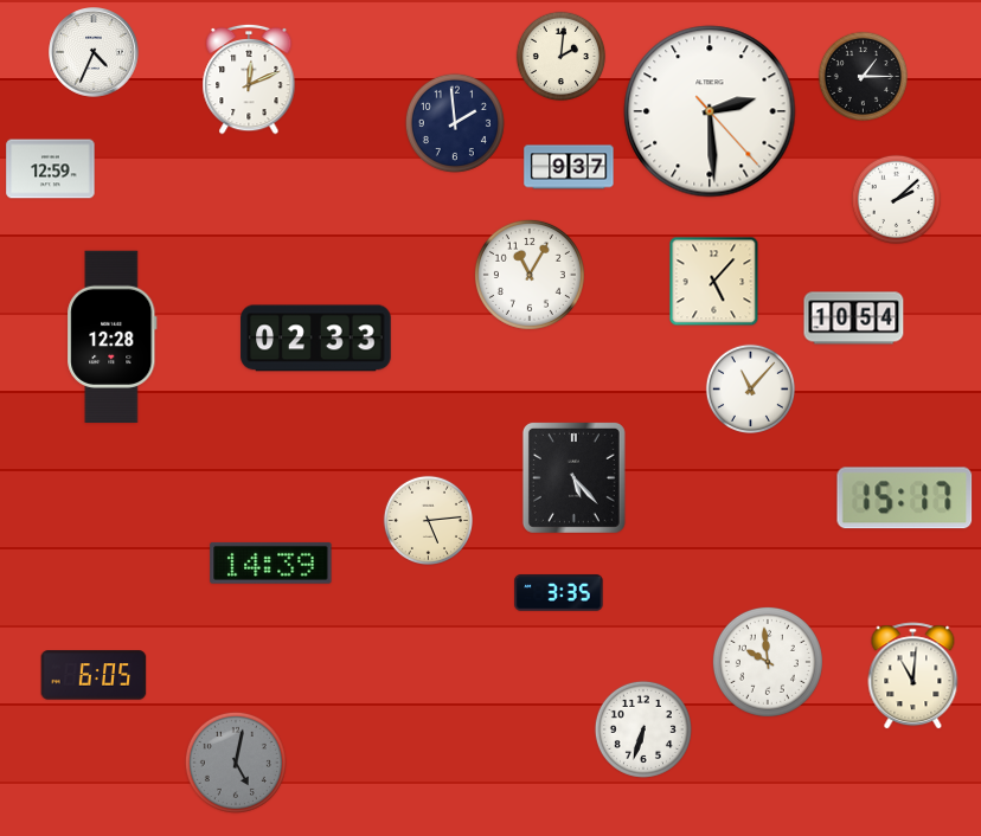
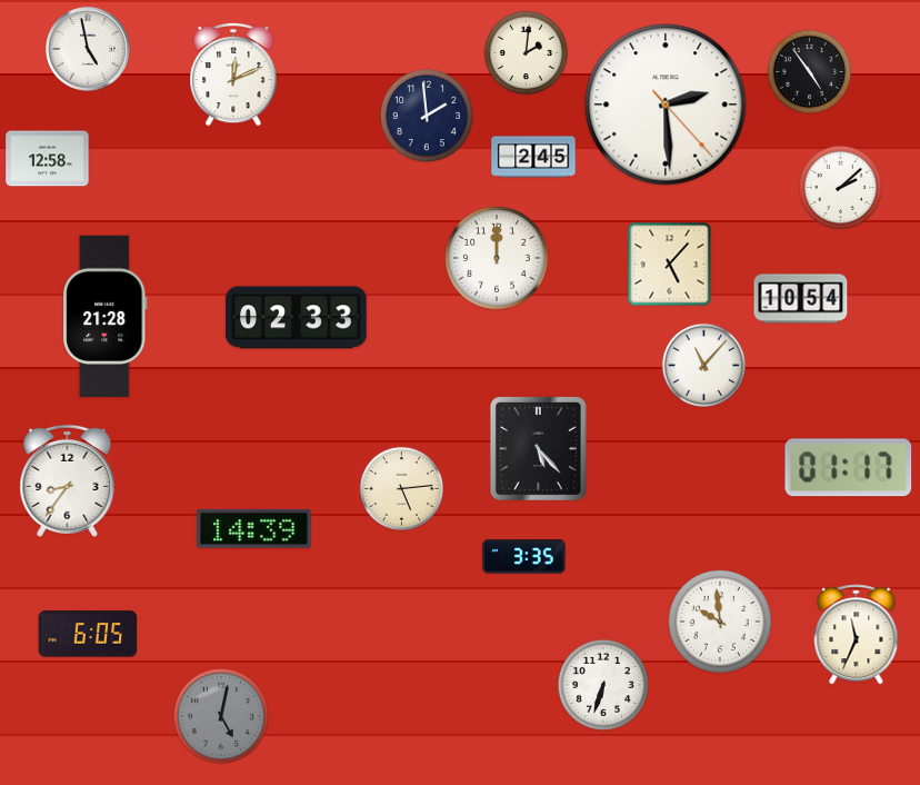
clock at (95, 53): 4:34 -> 4:58
clock at (863, 76): 1:15 -> 4:54
clock at (569, 167): 9:37 -> 2:45
clock at (51, 169): 12:59 -> 12:58
clock at (530, 275): 11:05 -> 12:00
clock at (113, 337): 12:28 -> 21:28
clock at (905, 499): 15:17 -> 01:17
clock at (68, 480): none -> 8:36
clock at (913, 676): 11:01 -> 11:34
